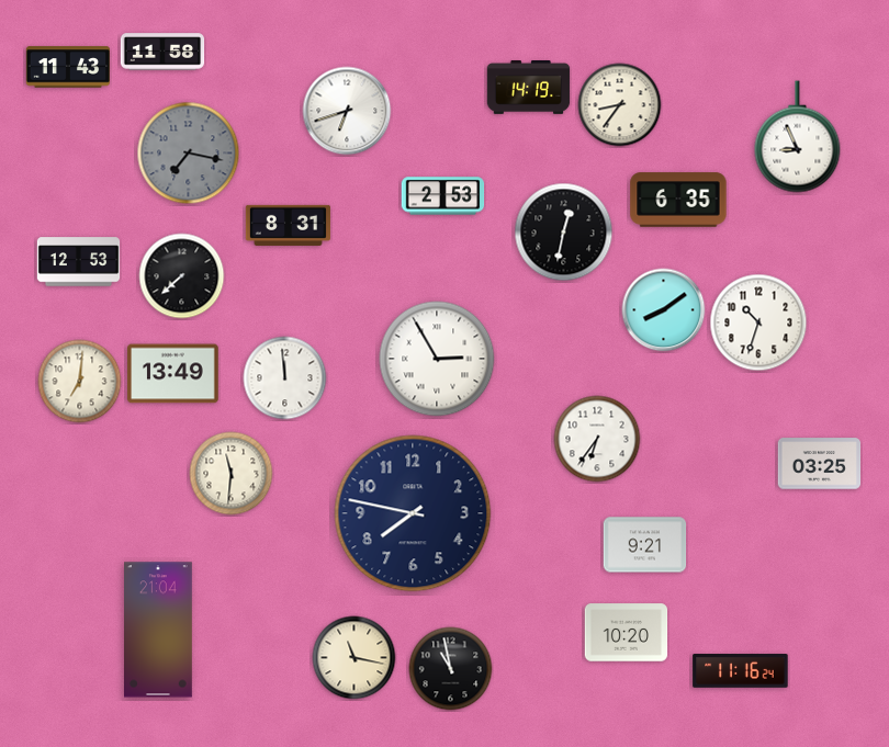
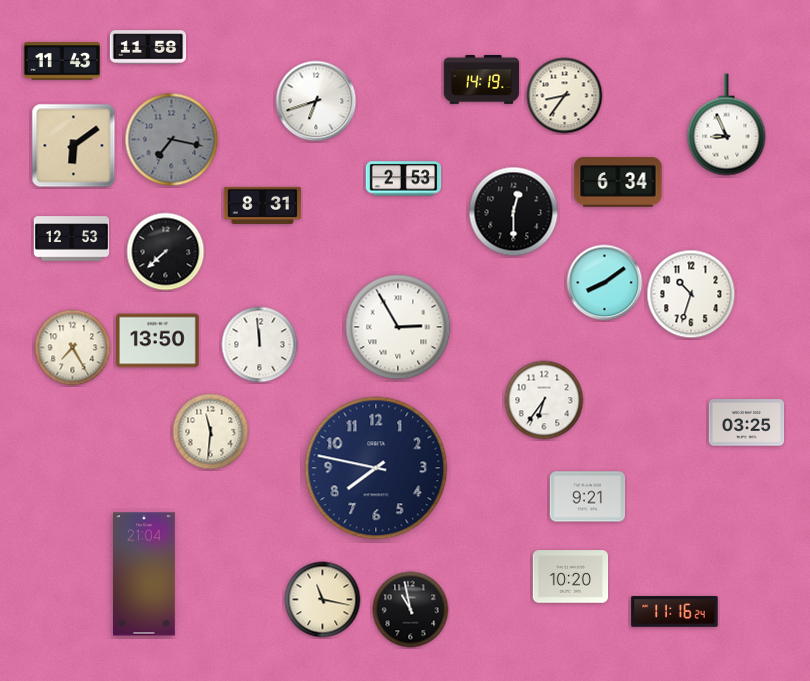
clock at (74, 146): none -> 6:09
clock at (678, 200): 6:35 -> 6:34
clock at (564, 233): 12:32 -> 12:30
clock at (173, 374): 13:49 -> 13:50
clock at (80, 382): 7:01 -> 7:25
